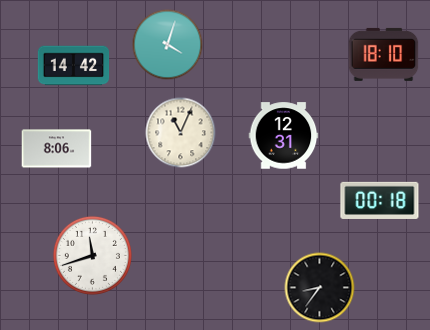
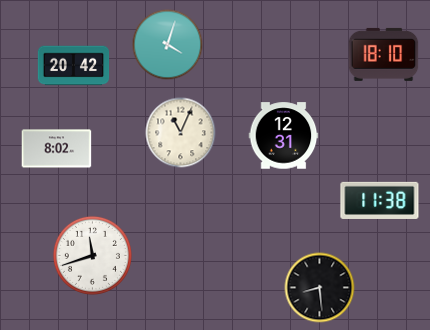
clock at (74, 66): 14:42 -> 20:42
clock at (57, 149): 8:06 -> 8:02
clock at (380, 200): 00:18 -> 11:38
clock at (320, 288): 8:36 -> 8:29
